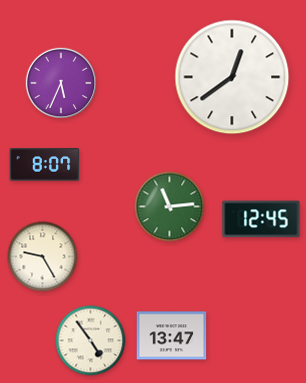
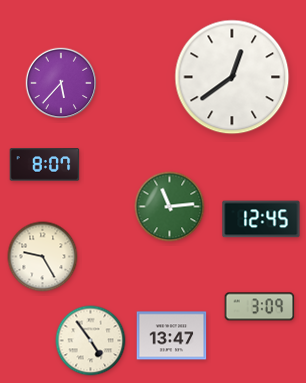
clock at (61, 83): 5:34 -> 5:37
clock at (260, 307): none -> 3:09
